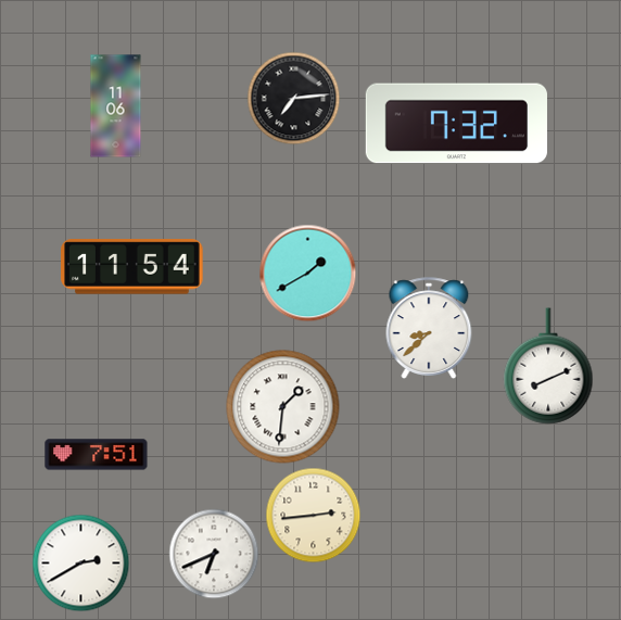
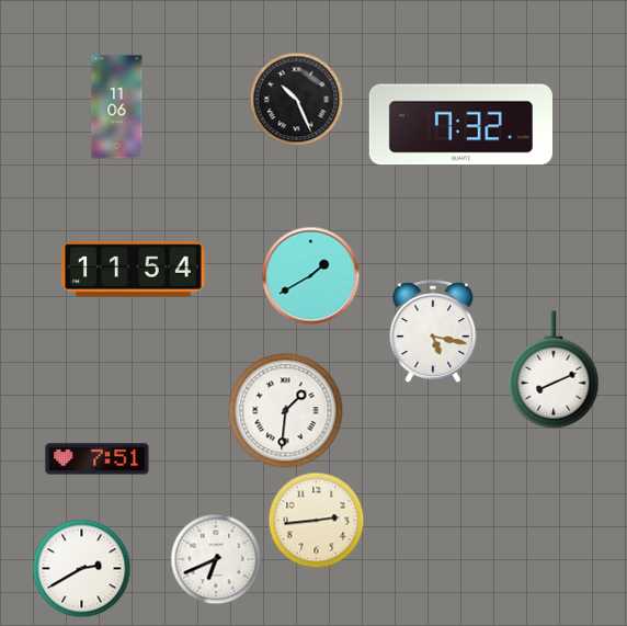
clock at (293, 98): 7:14 -> 10:26
clock at (429, 328): 8:38 -> 5:17
